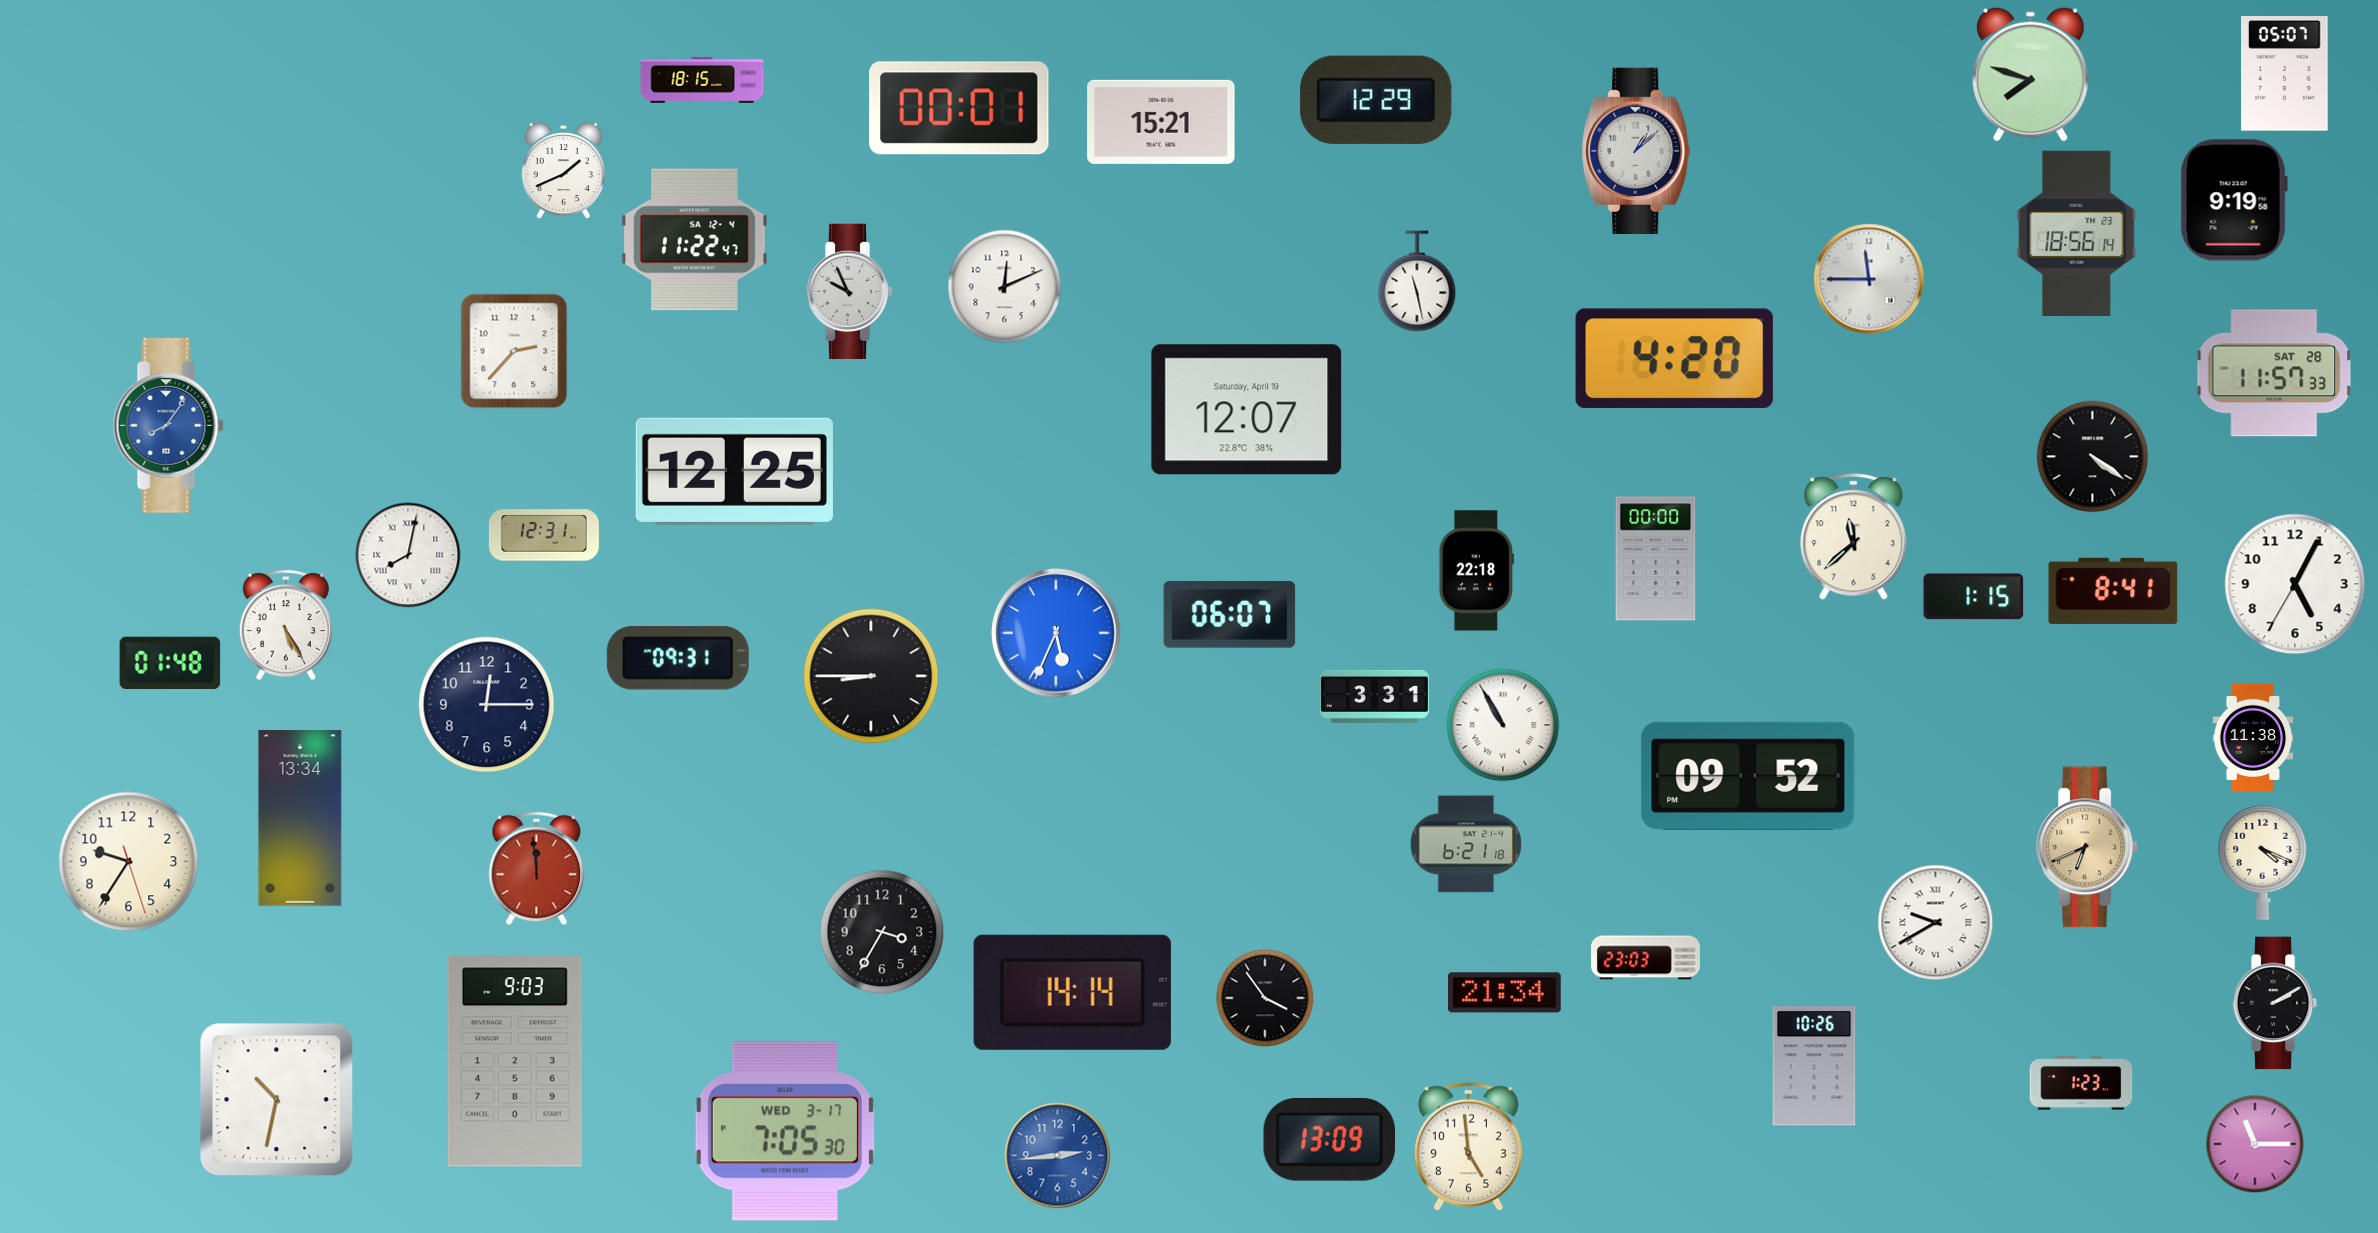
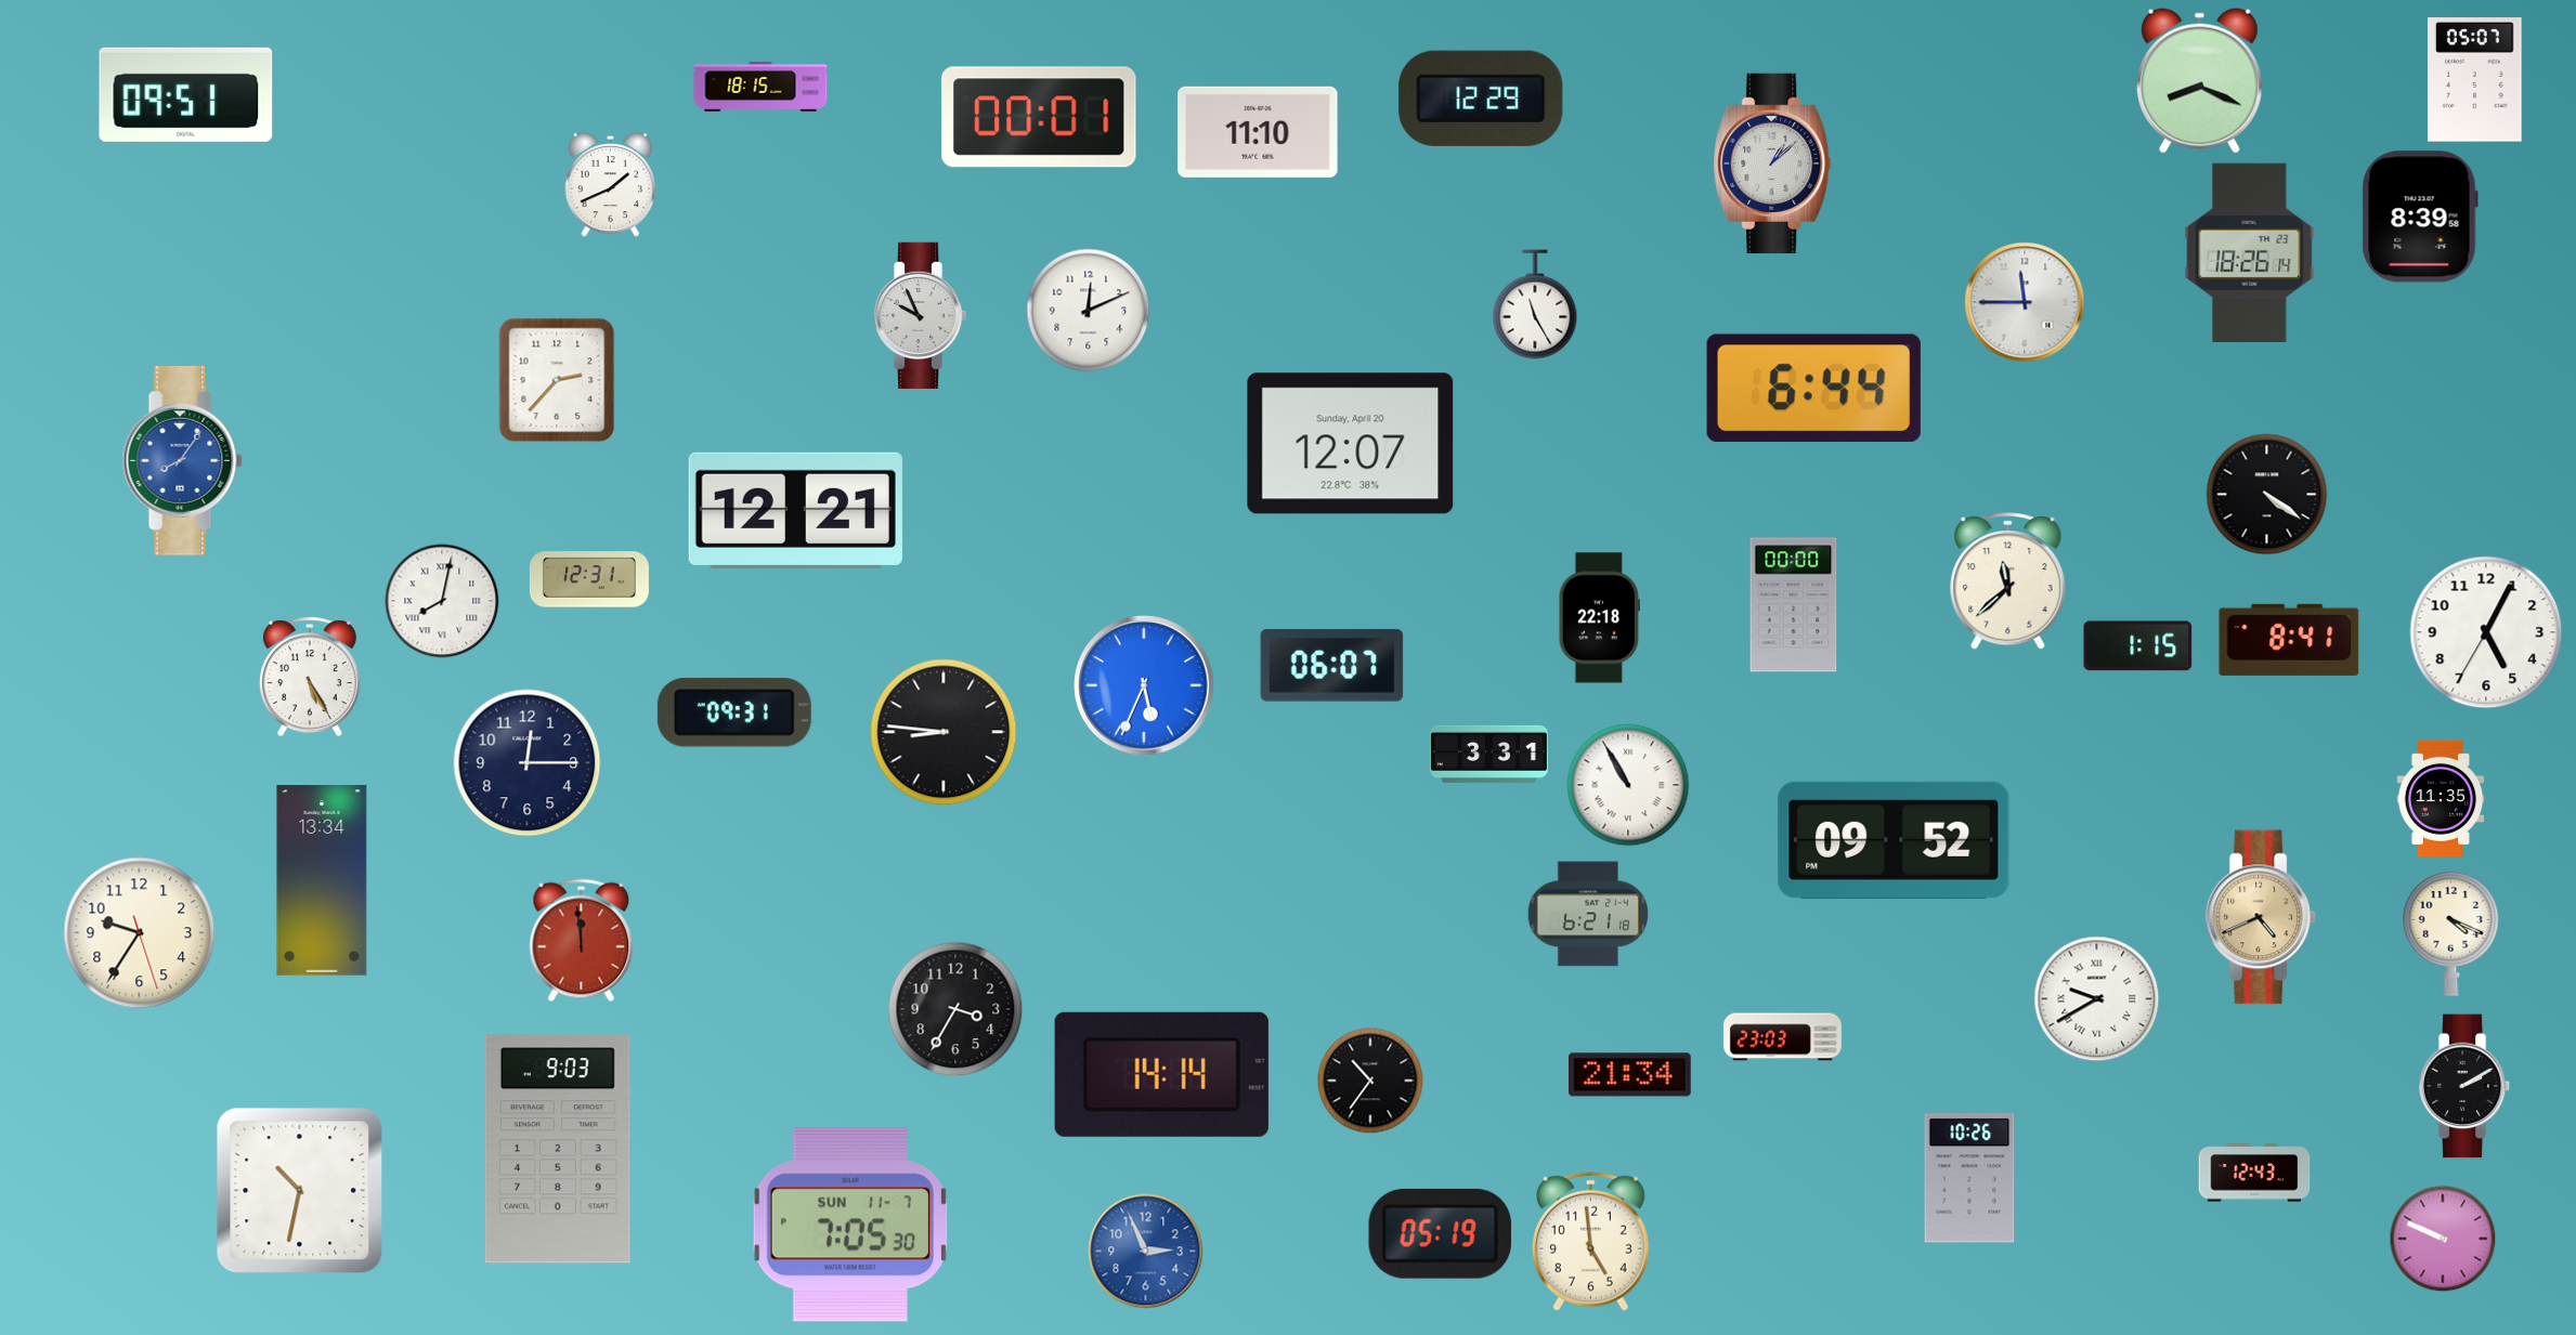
clock at (2030, 74): 7:48 -> 8:19
clock at (186, 94): none -> 09:51
clock at (1376, 100) position: (1376, 100) -> (1481, 99)
clock at (1161, 122): 15:21 -> 11:10
clock at (2234, 200): 9:19 -> 8:39
clock at (2077, 233): 18:56 -> 18:26
clock at (695, 240): 11:22 -> none
clock at (1417, 281): 11:28 -> 11:25
clock at (1674, 358): 4:20 -> 6:44
clock at (2274, 373): 11:57 -> none
clock at (1247, 410) date: Saturday, April 19 -> Sunday, April 20
clock at (734, 471): 12:25 -> 12:21
clock at (170, 663): 01:48 -> none
clock at (871, 676): 8:45 -> 8:46
clock at (2253, 738): 11:38 -> 11:35
clock at (300, 818) position: (300, 818) -> (322, 880)
clock at (2088, 847): 6:41 -> 4:41
clock at (1265, 998): 3:54 -> 10:36
clock at (1814, 1066) position: (1814, 1066) -> (1969, 1178)
clock at (2081, 1083): 1:23 -> 12:43
clock at (785, 1131) date: WED 3-17 -> SUN 11-7
clock at (1329, 1139): 13:09 -> 05:19
clock at (2255, 1144): 11:15 -> 9:49
clock at (1058, 1156): 2:44 -> 2:56
